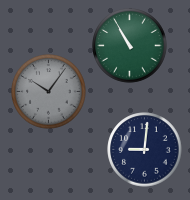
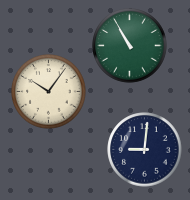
clock at (49, 92) dial: grey -> cream
